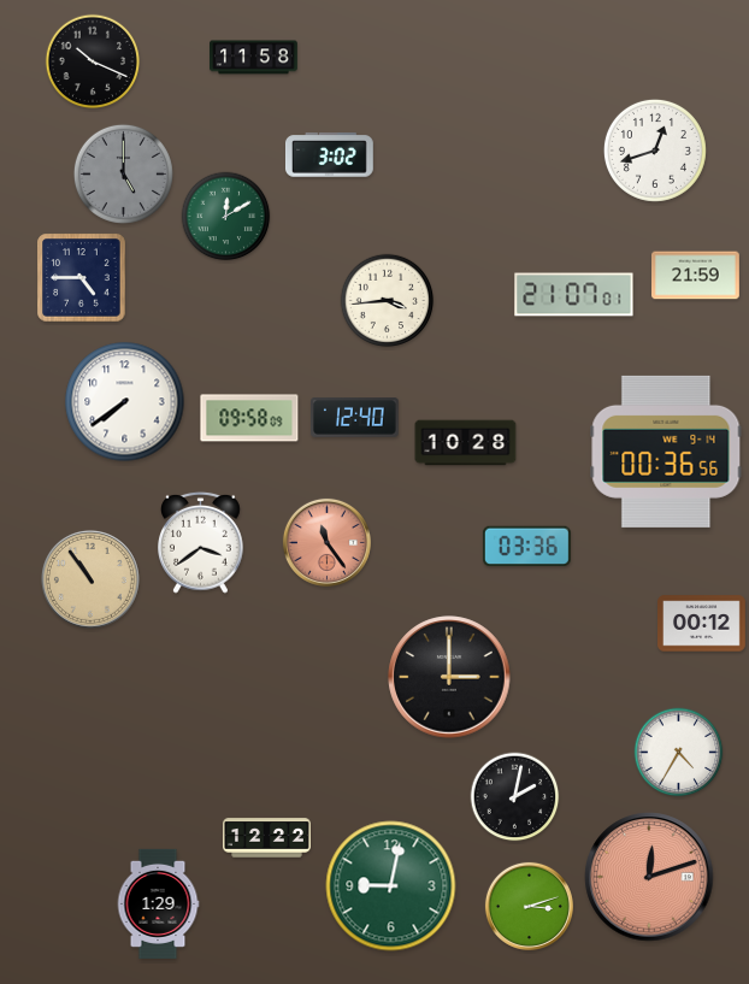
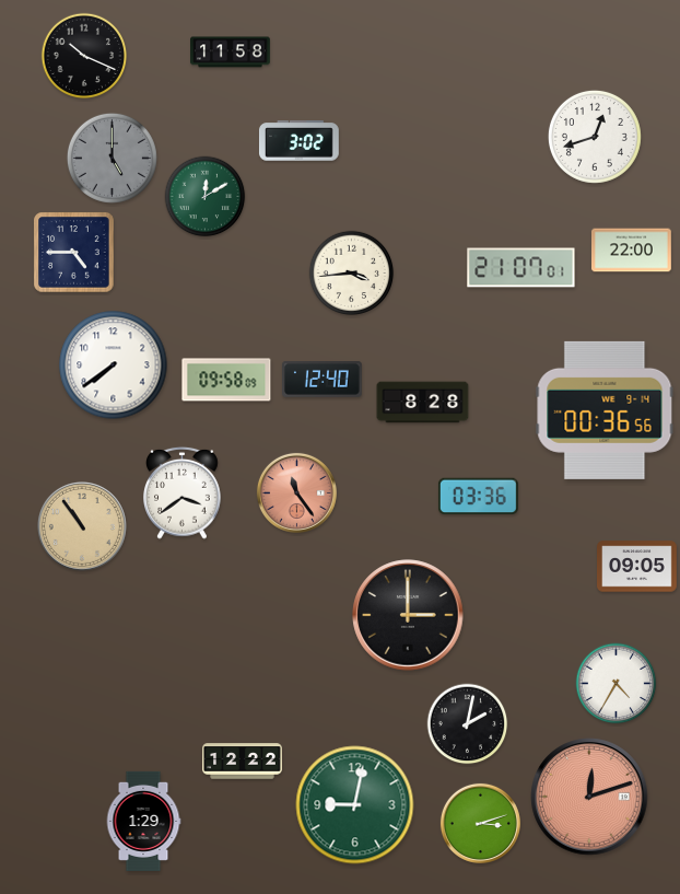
clock at (696, 276): 21:59 -> 22:00
clock at (466, 443): 10:28 -> 8:28
clock at (702, 624): 00:12 -> 09:05
